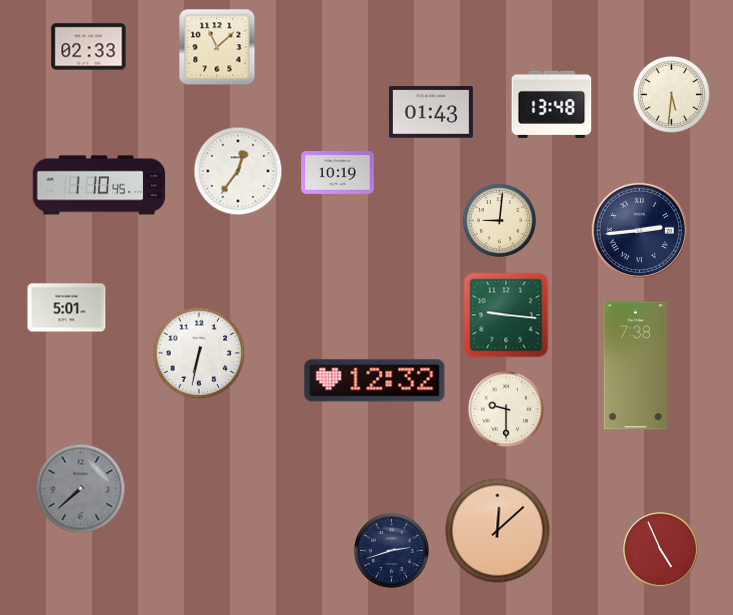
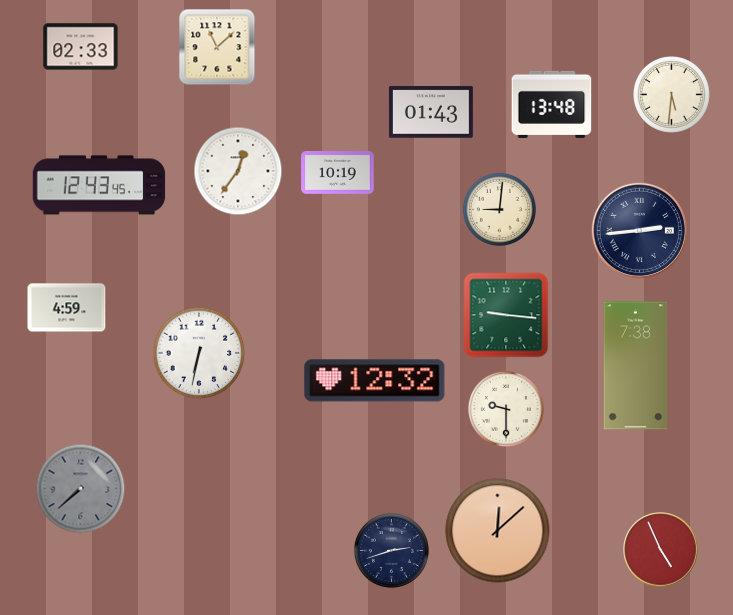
clock at (89, 47) position: (89, 47) -> (81, 47)
clock at (99, 185): 1:10 -> 12:43
clock at (499, 220) position: (499, 220) -> (499, 209)
clock at (67, 308): 5:01 -> 4:59
